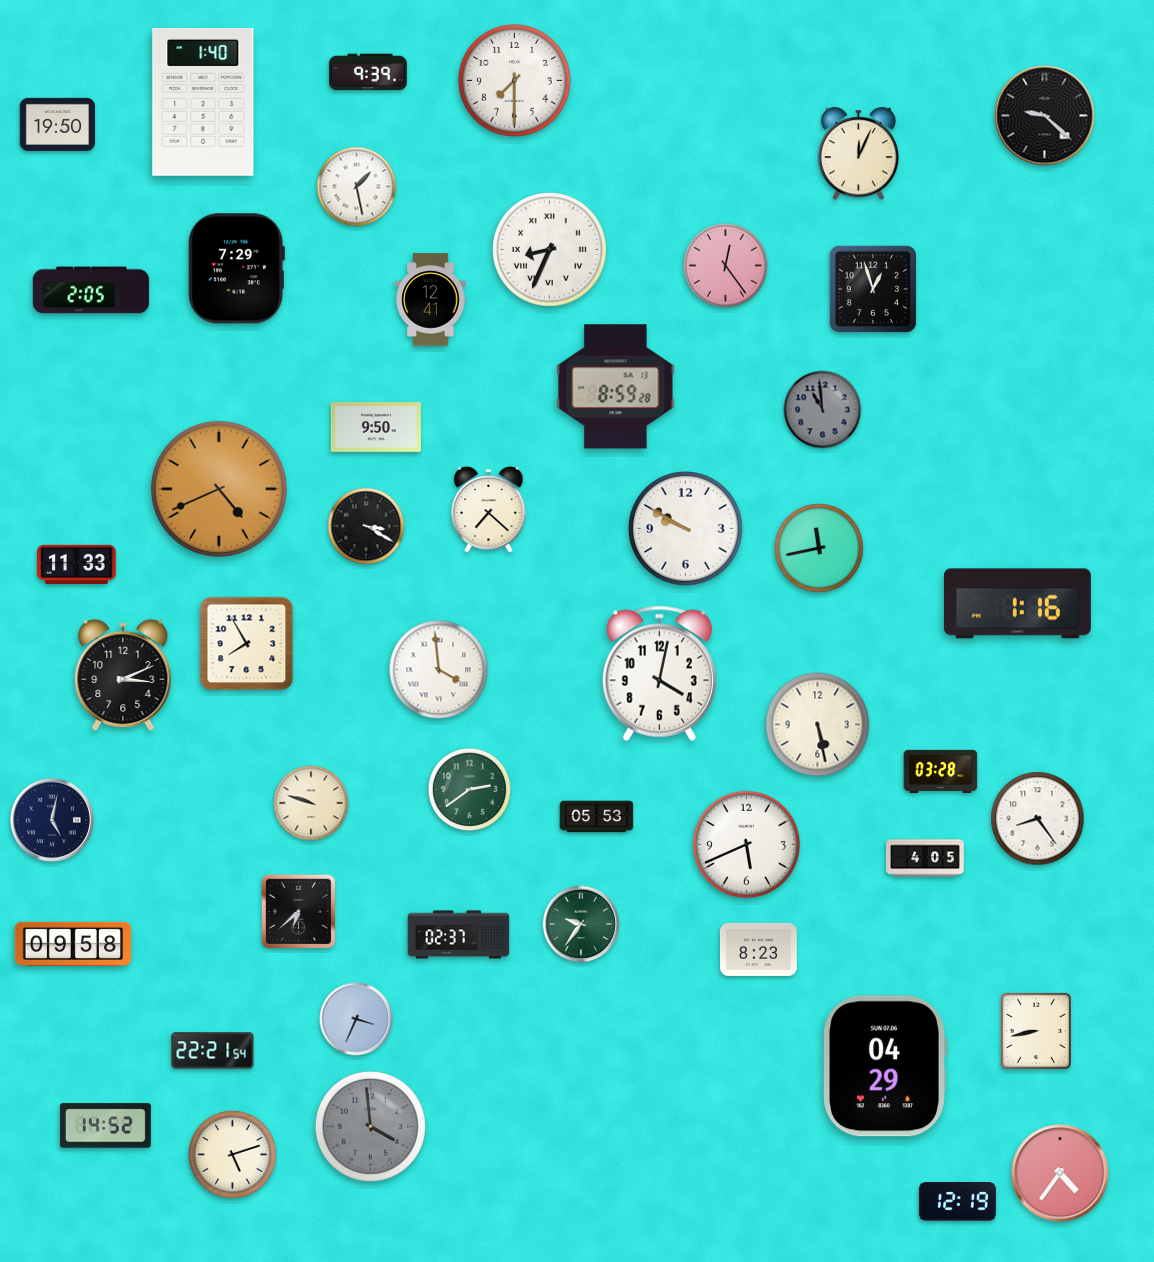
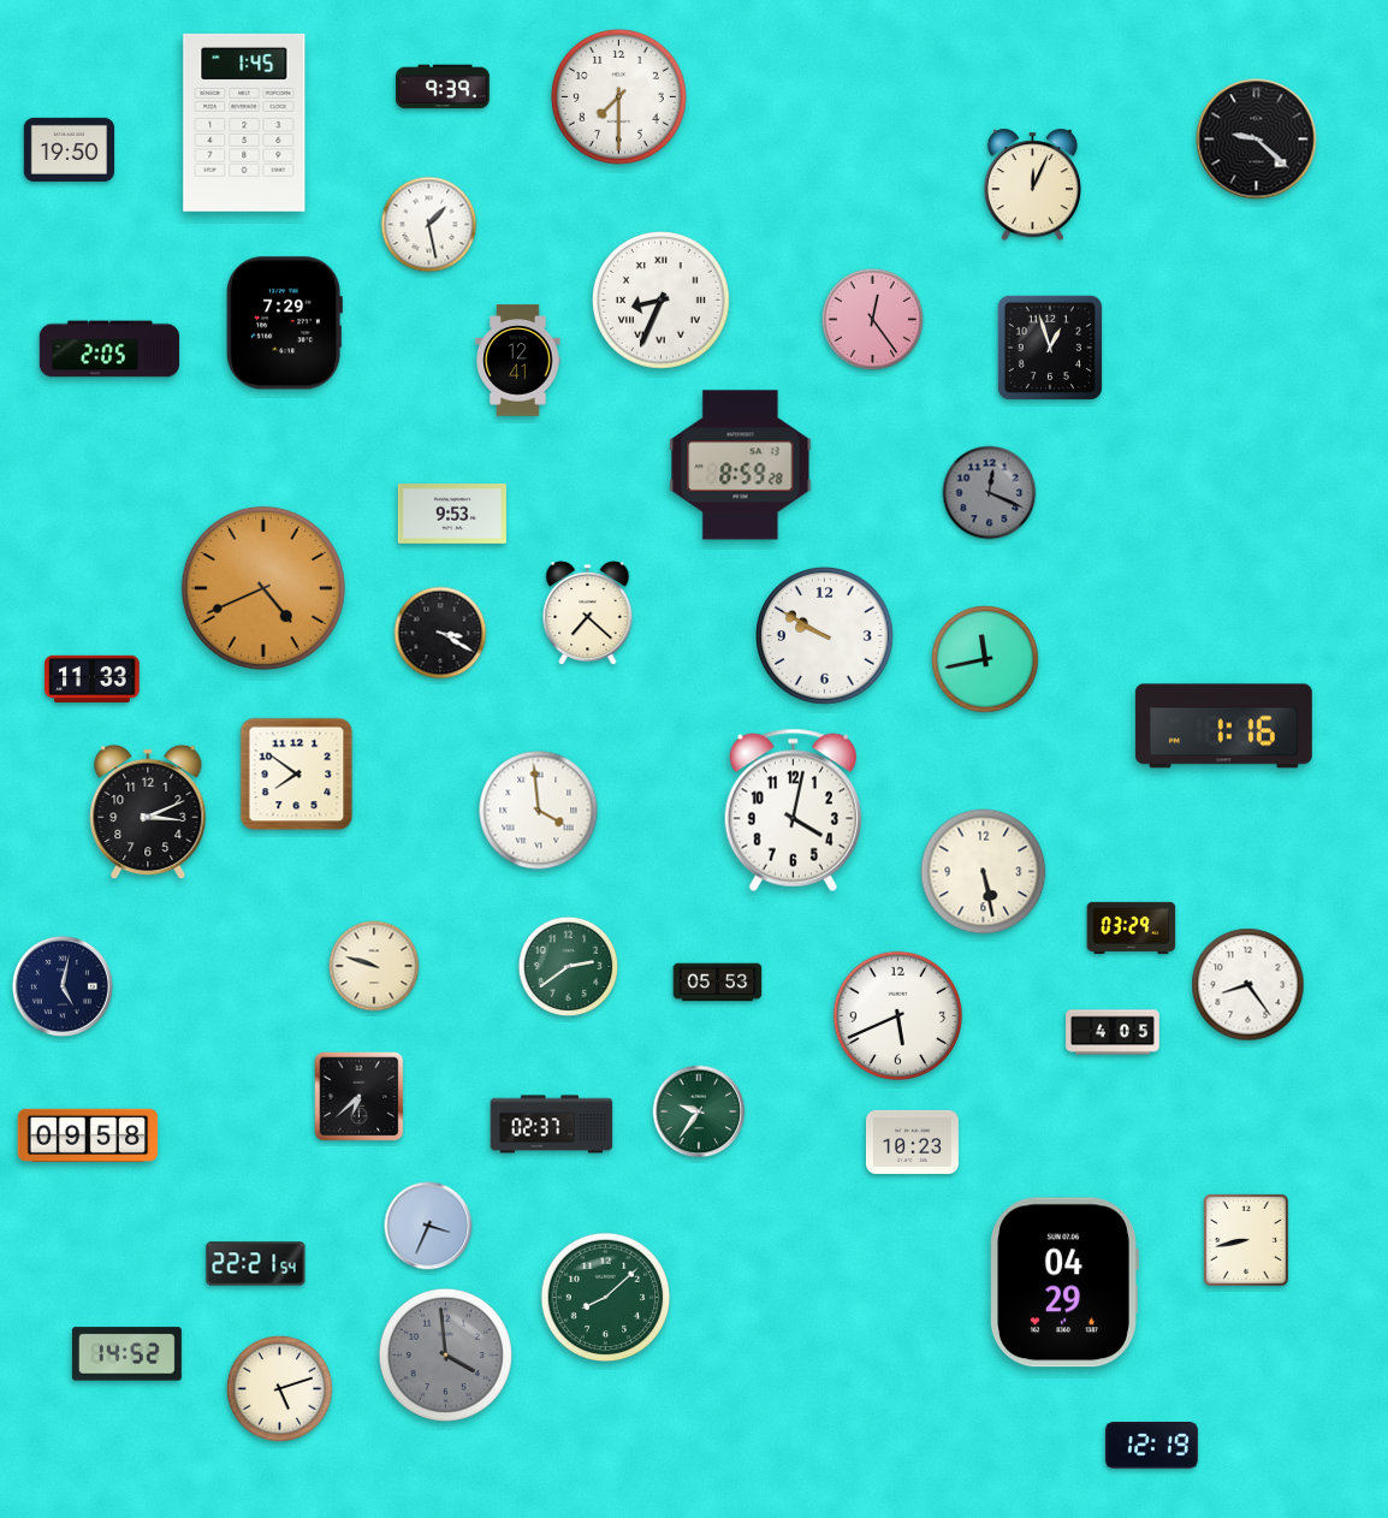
clock at (203, 102): 1:40 -> 1:45
clock at (823, 410): 10:59 -> 12:19
clock at (376, 428): 9:50 -> 9:53
clock at (247, 644): 7:55 -> 7:51
clock at (439, 670) position: (439, 670) -> (539, 811)
clock at (941, 771): 03:28 -> 03:29
clock at (470, 790) position: (470, 790) -> (569, 967)
clock at (758, 949): 8:23 -> 10:23
clock at (606, 1298): none -> 8:08
clock at (1060, 1173): 4:36 -> none
